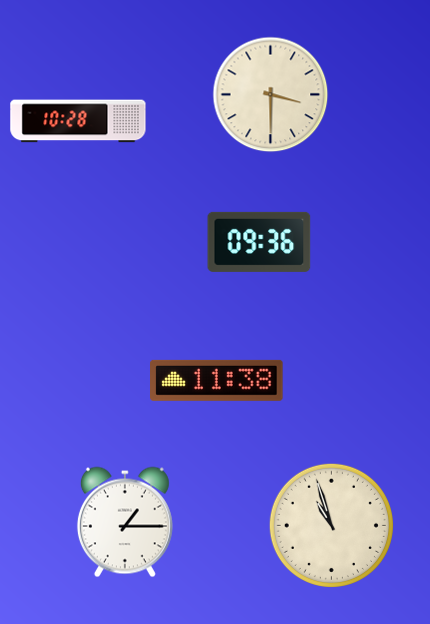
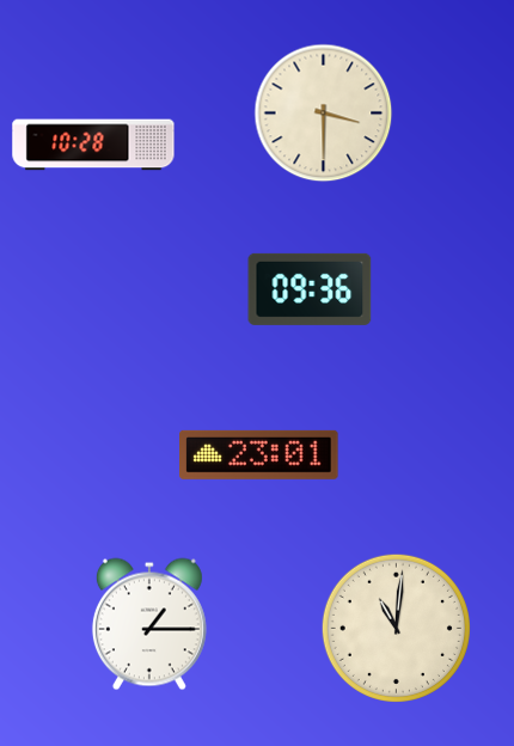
clock at (217, 380): 11:38 -> 23:01
clock at (331, 525): 10:57 -> 11:01
